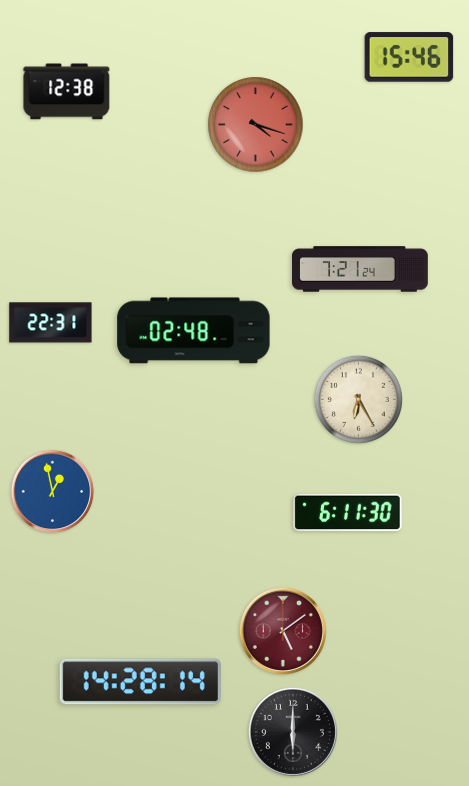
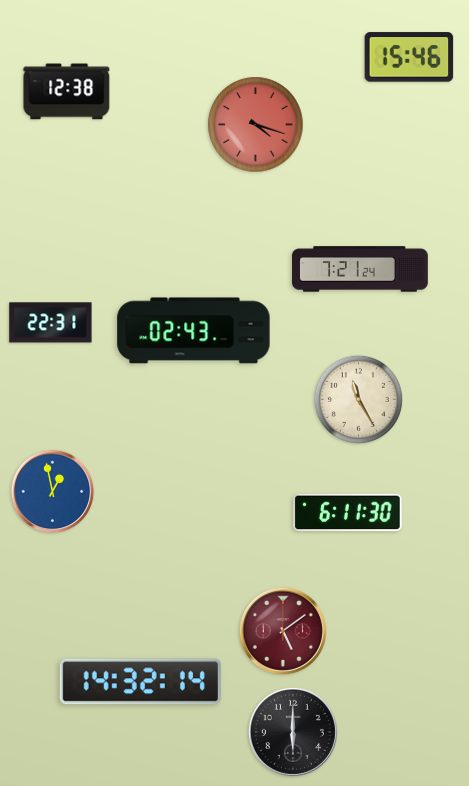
clock at (194, 331): 02:48 -> 02:43
clock at (358, 399): 6:25 -> 11:25
clock at (140, 682): 14:28 -> 14:32
